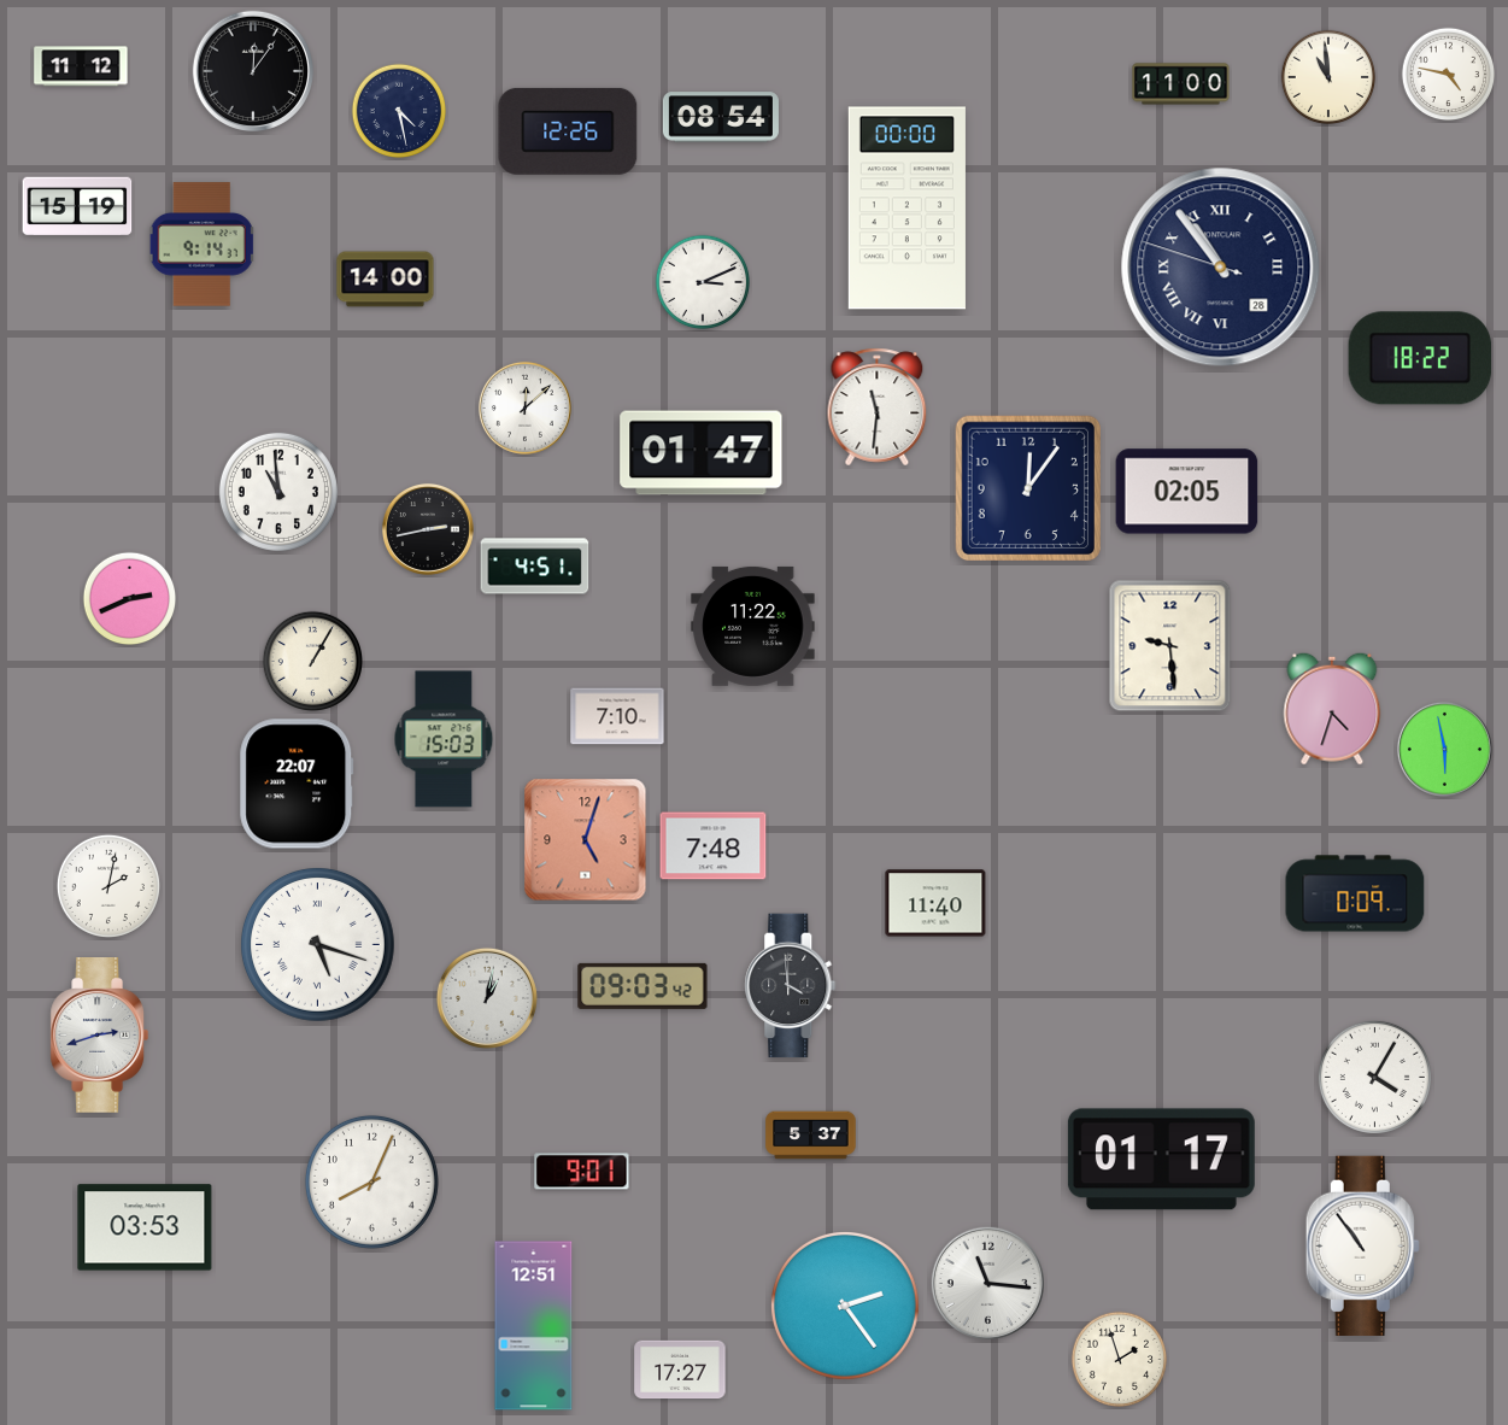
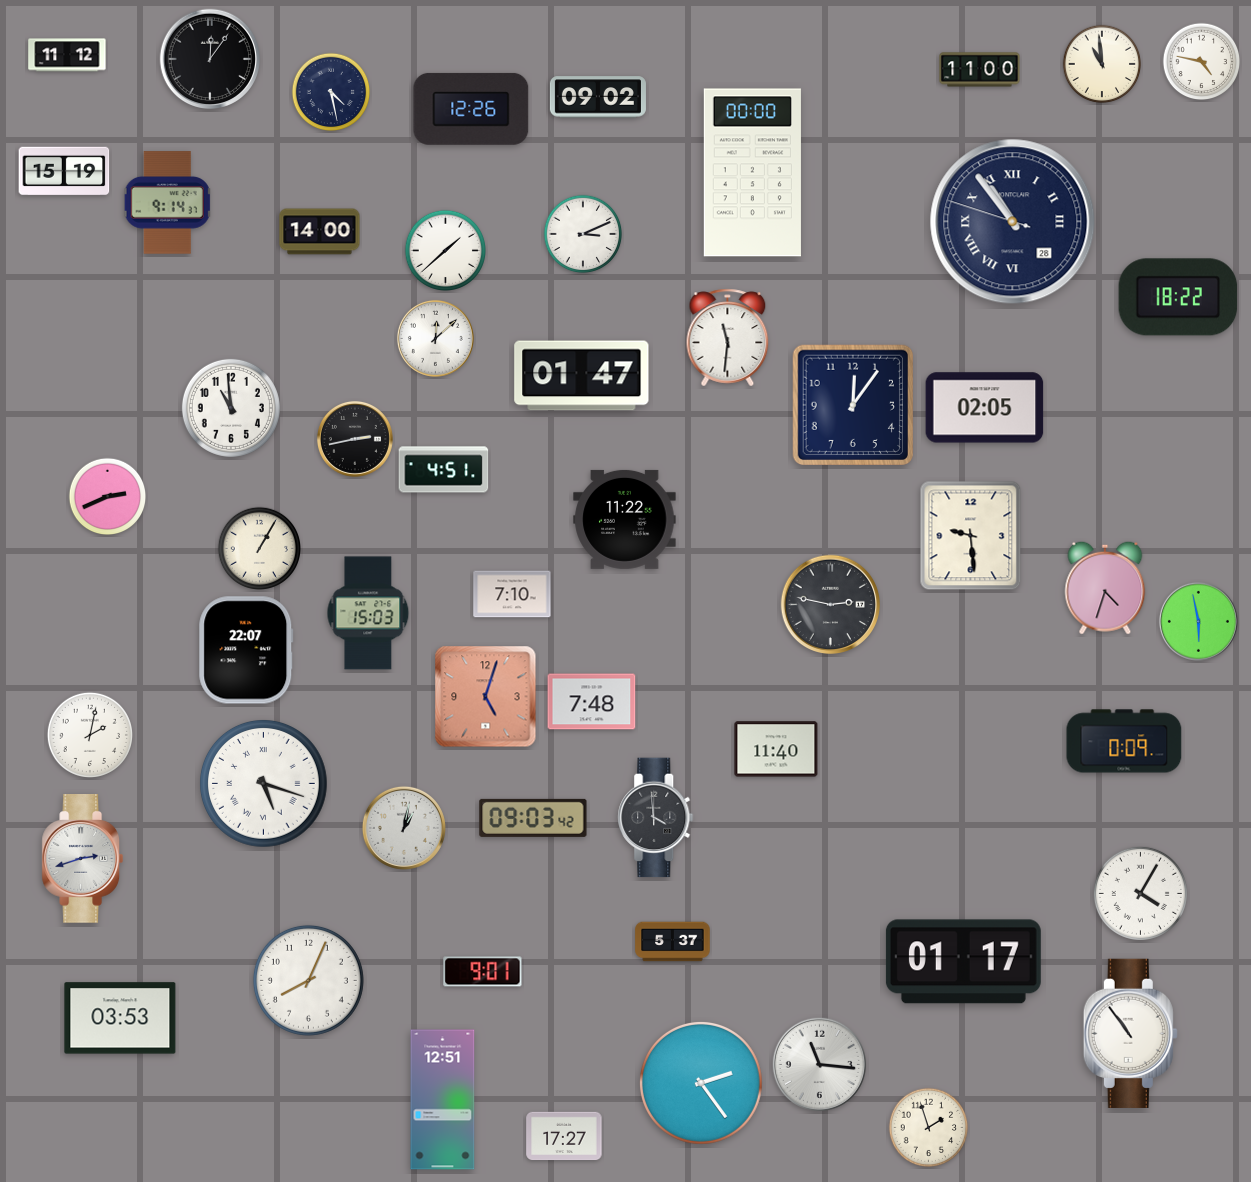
clock at (721, 117): 08:54 -> 09:02
clock at (446, 251): none -> 1:38
clock at (830, 604): none -> 2:47
